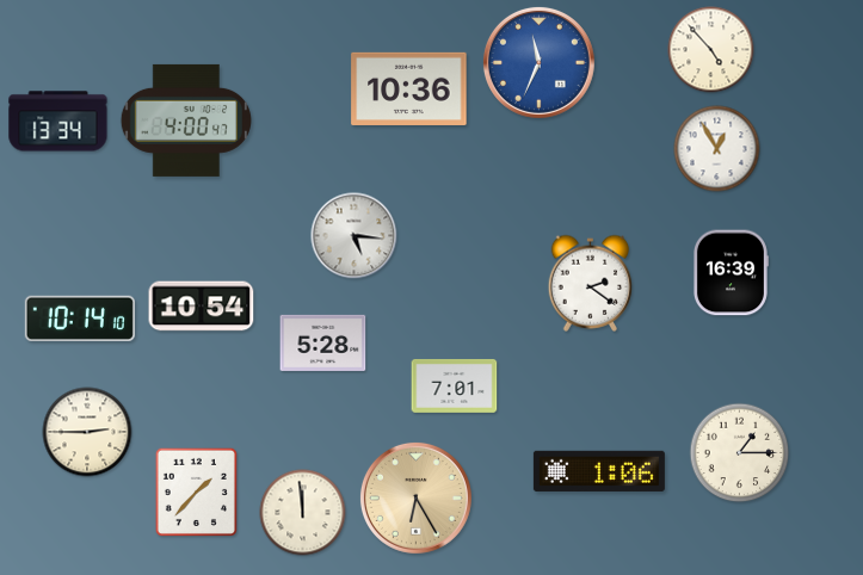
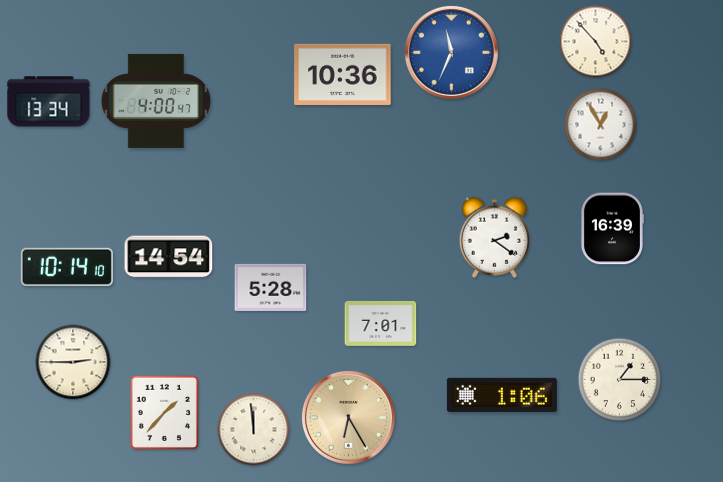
clock at (355, 236): 5:16 -> none
clock at (202, 307): 10:54 -> 14:54
